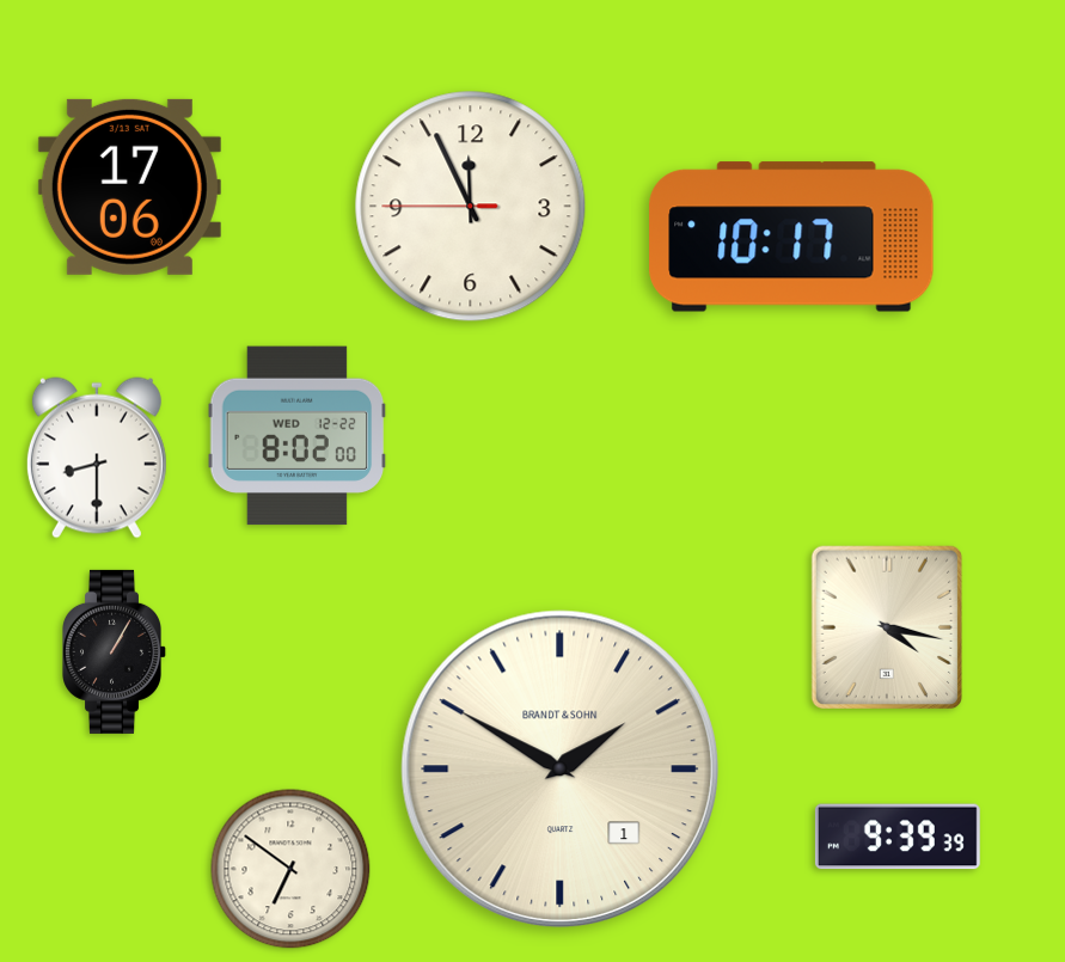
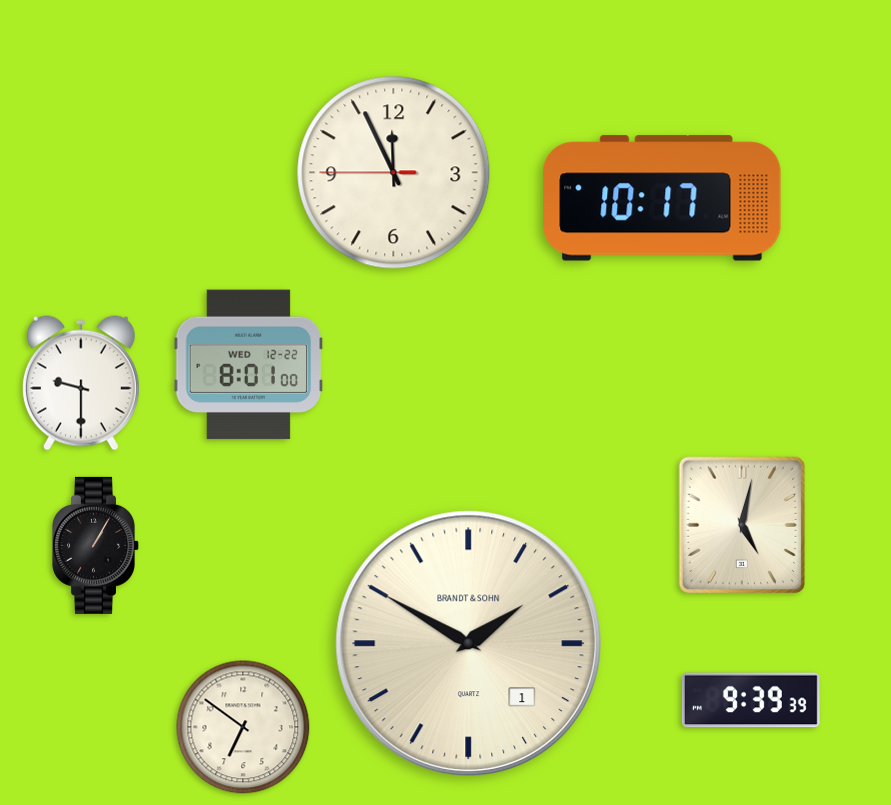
clock at (129, 186): 17:06 -> none
clock at (298, 436): 8:02 -> 8:01
clock at (97, 458): 8:30 -> 9:30
clock at (886, 627): 4:17 -> 5:02
